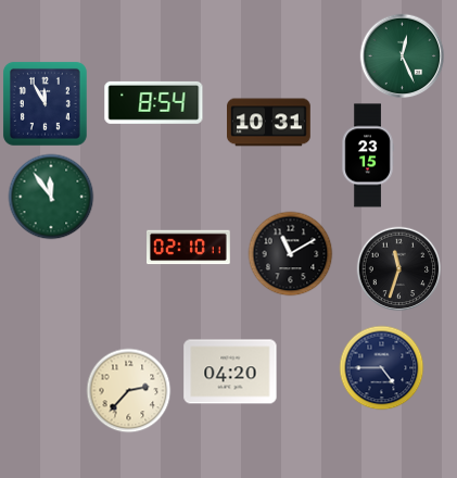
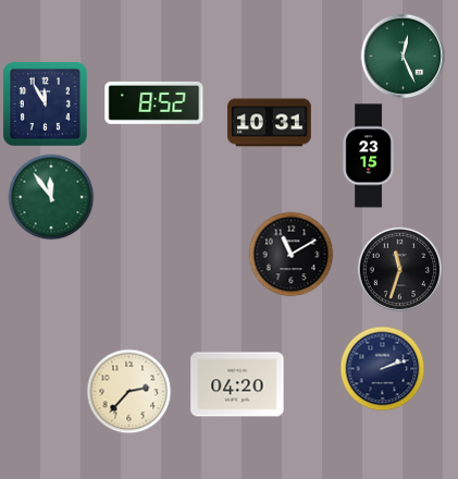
clock at (154, 102): 8:54 -> 8:52
clock at (189, 248): 02:10 -> none
clock at (381, 367): 4:45 -> 2:12
clock at (230, 372) position: (230, 372) -> (237, 384)
